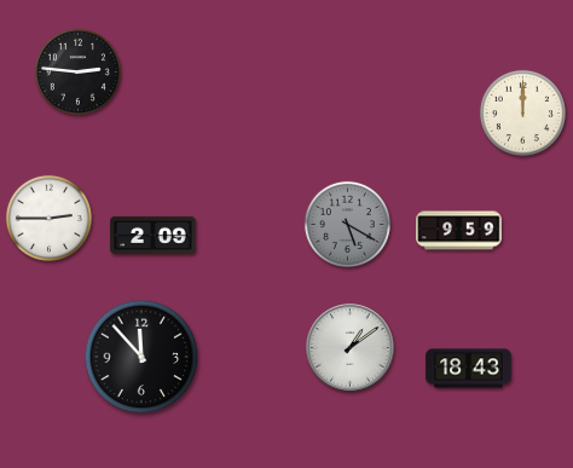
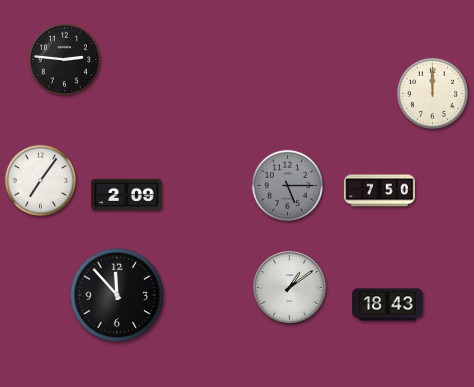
clock at (48, 218): 2:45 -> 7:06
clock at (347, 224): 5:20 -> 5:15
clock at (459, 231): 9:59 -> 7:50
